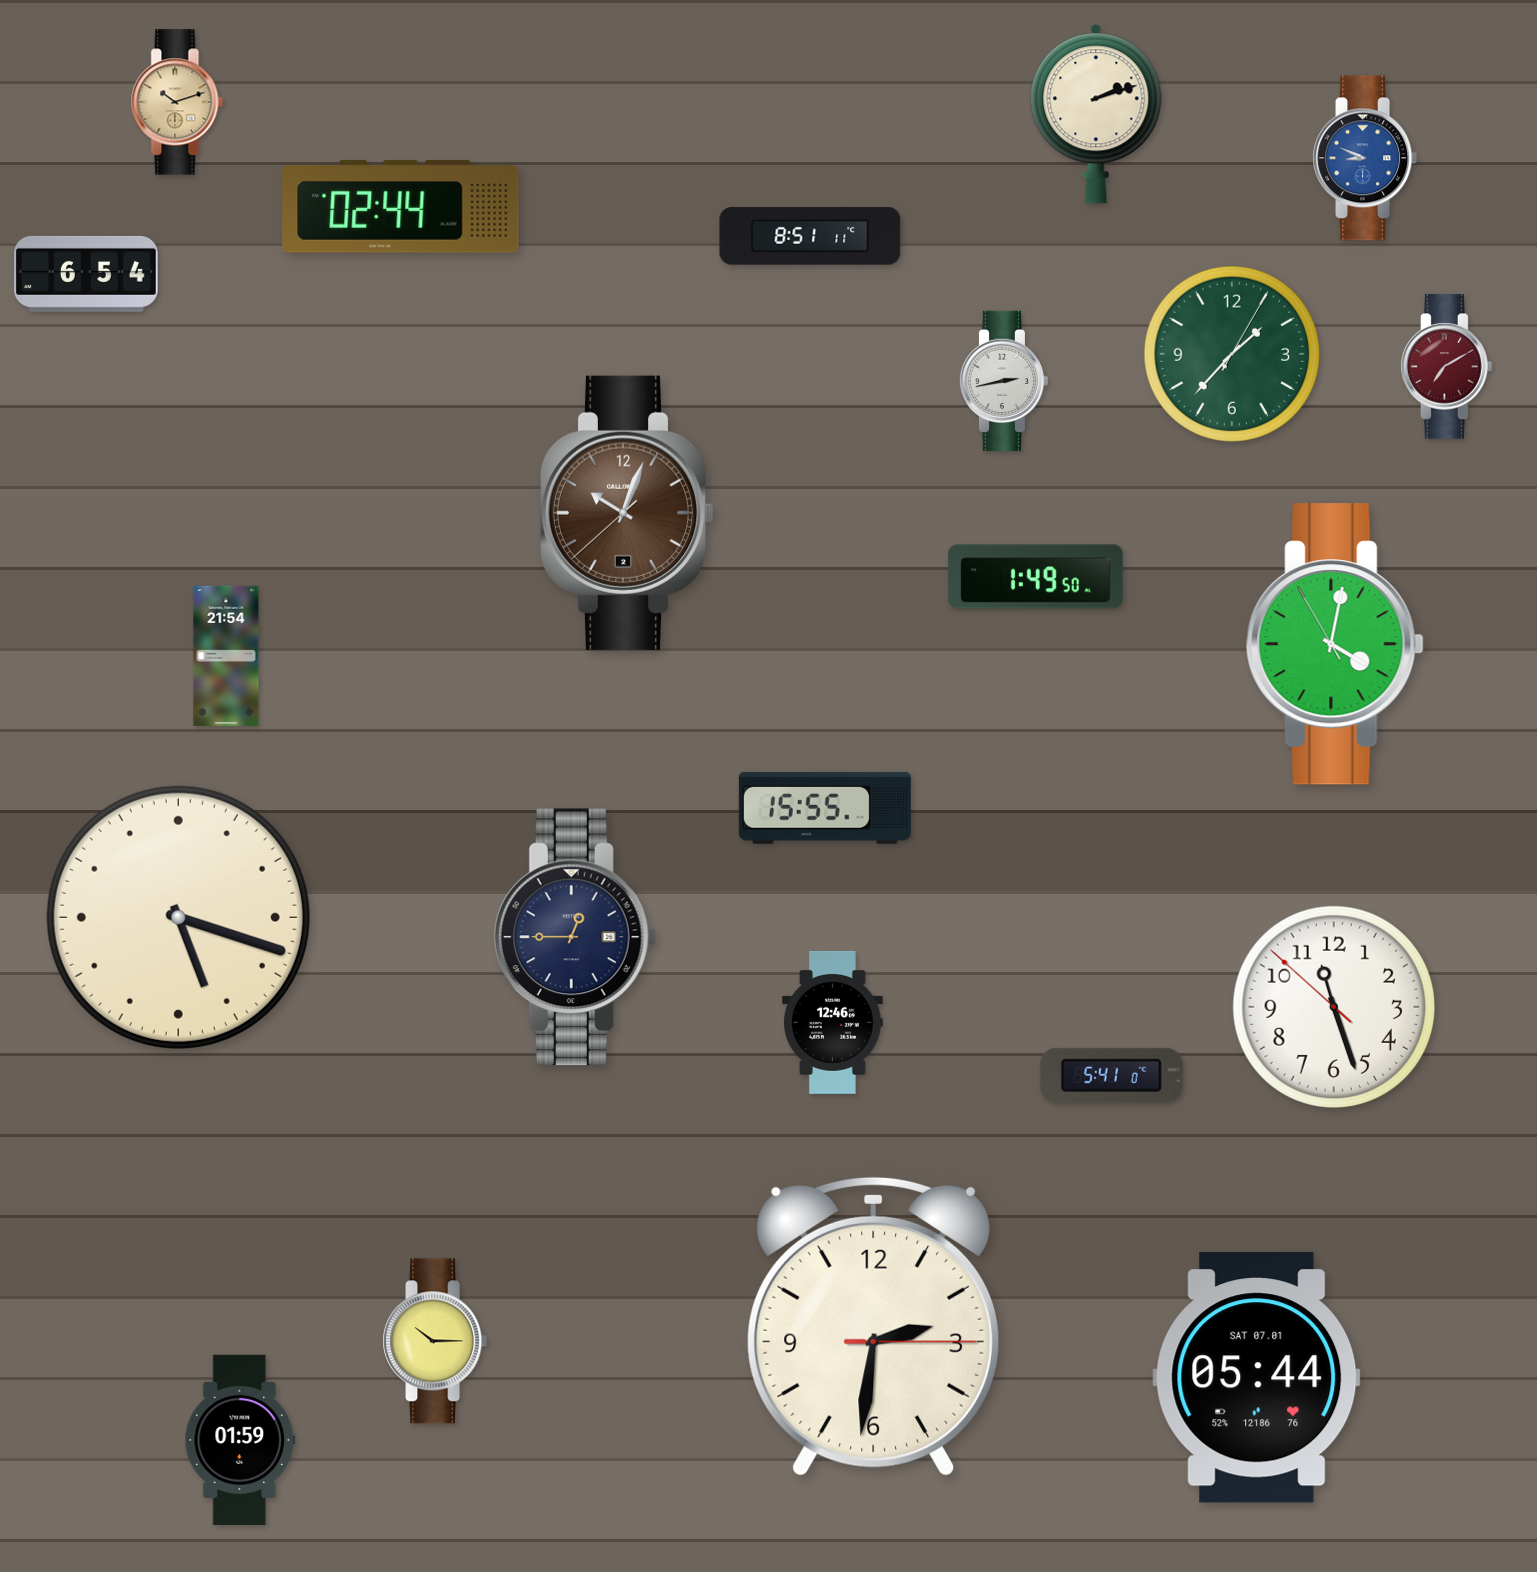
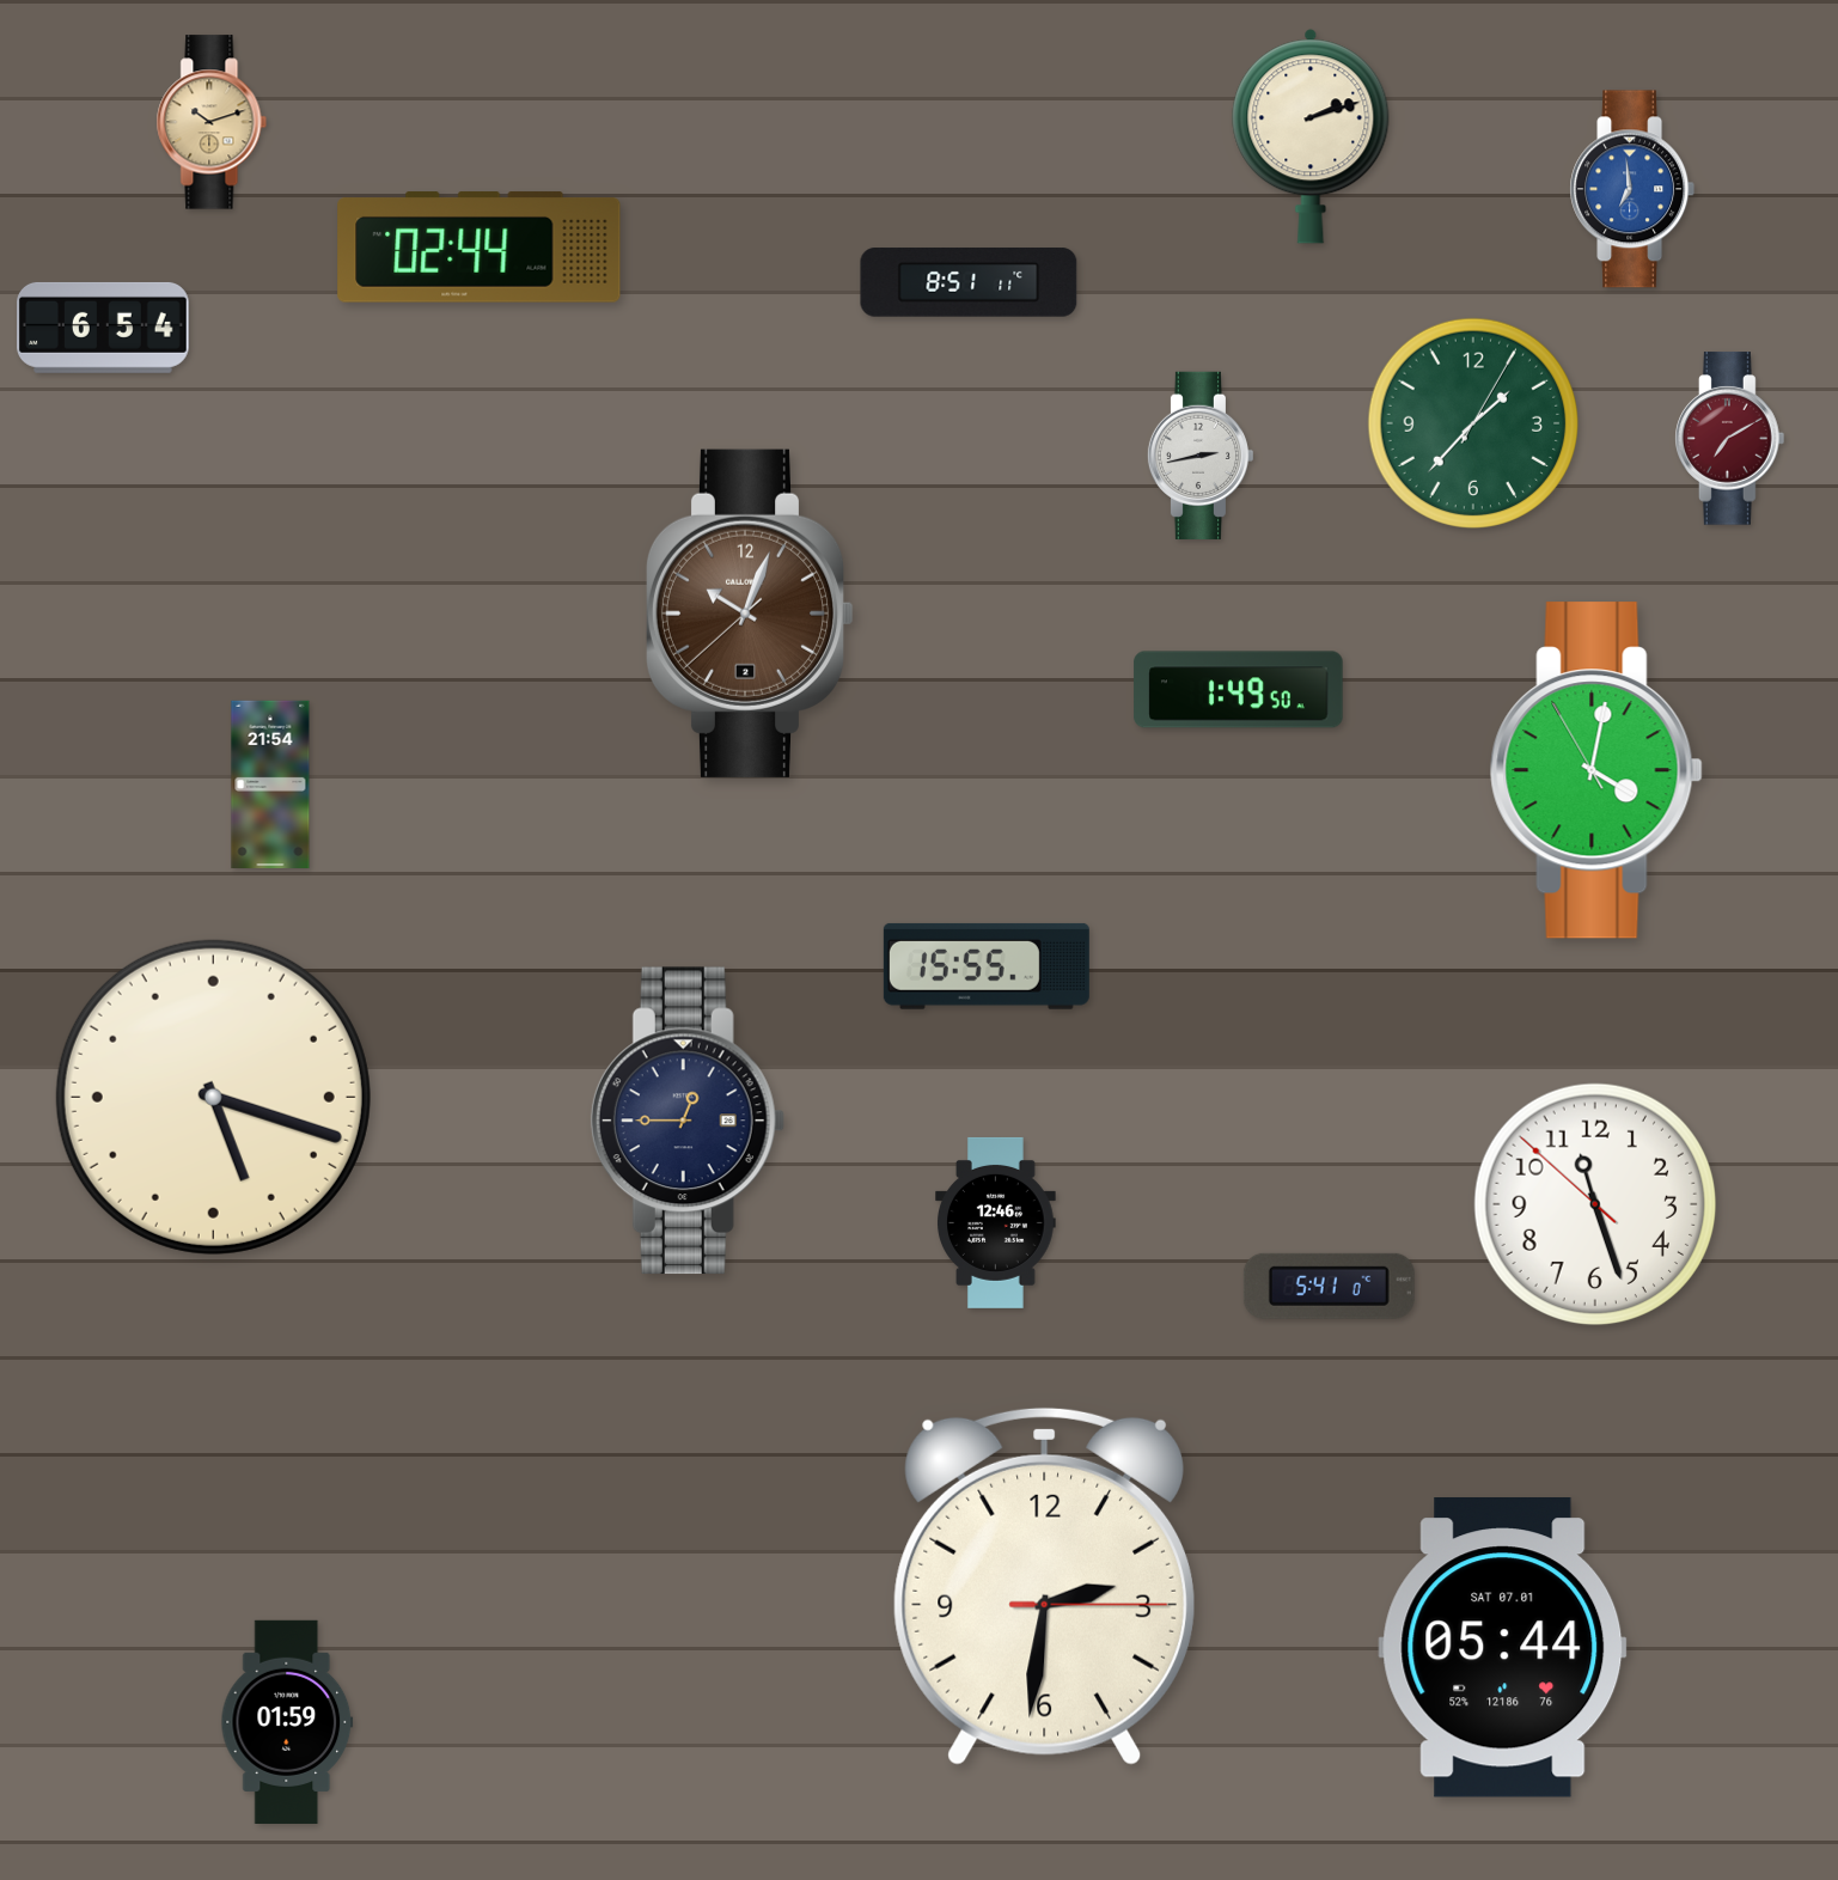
clock at (1365, 158): 8:49 -> 6:59
clock at (435, 1341): 10:15 -> none
